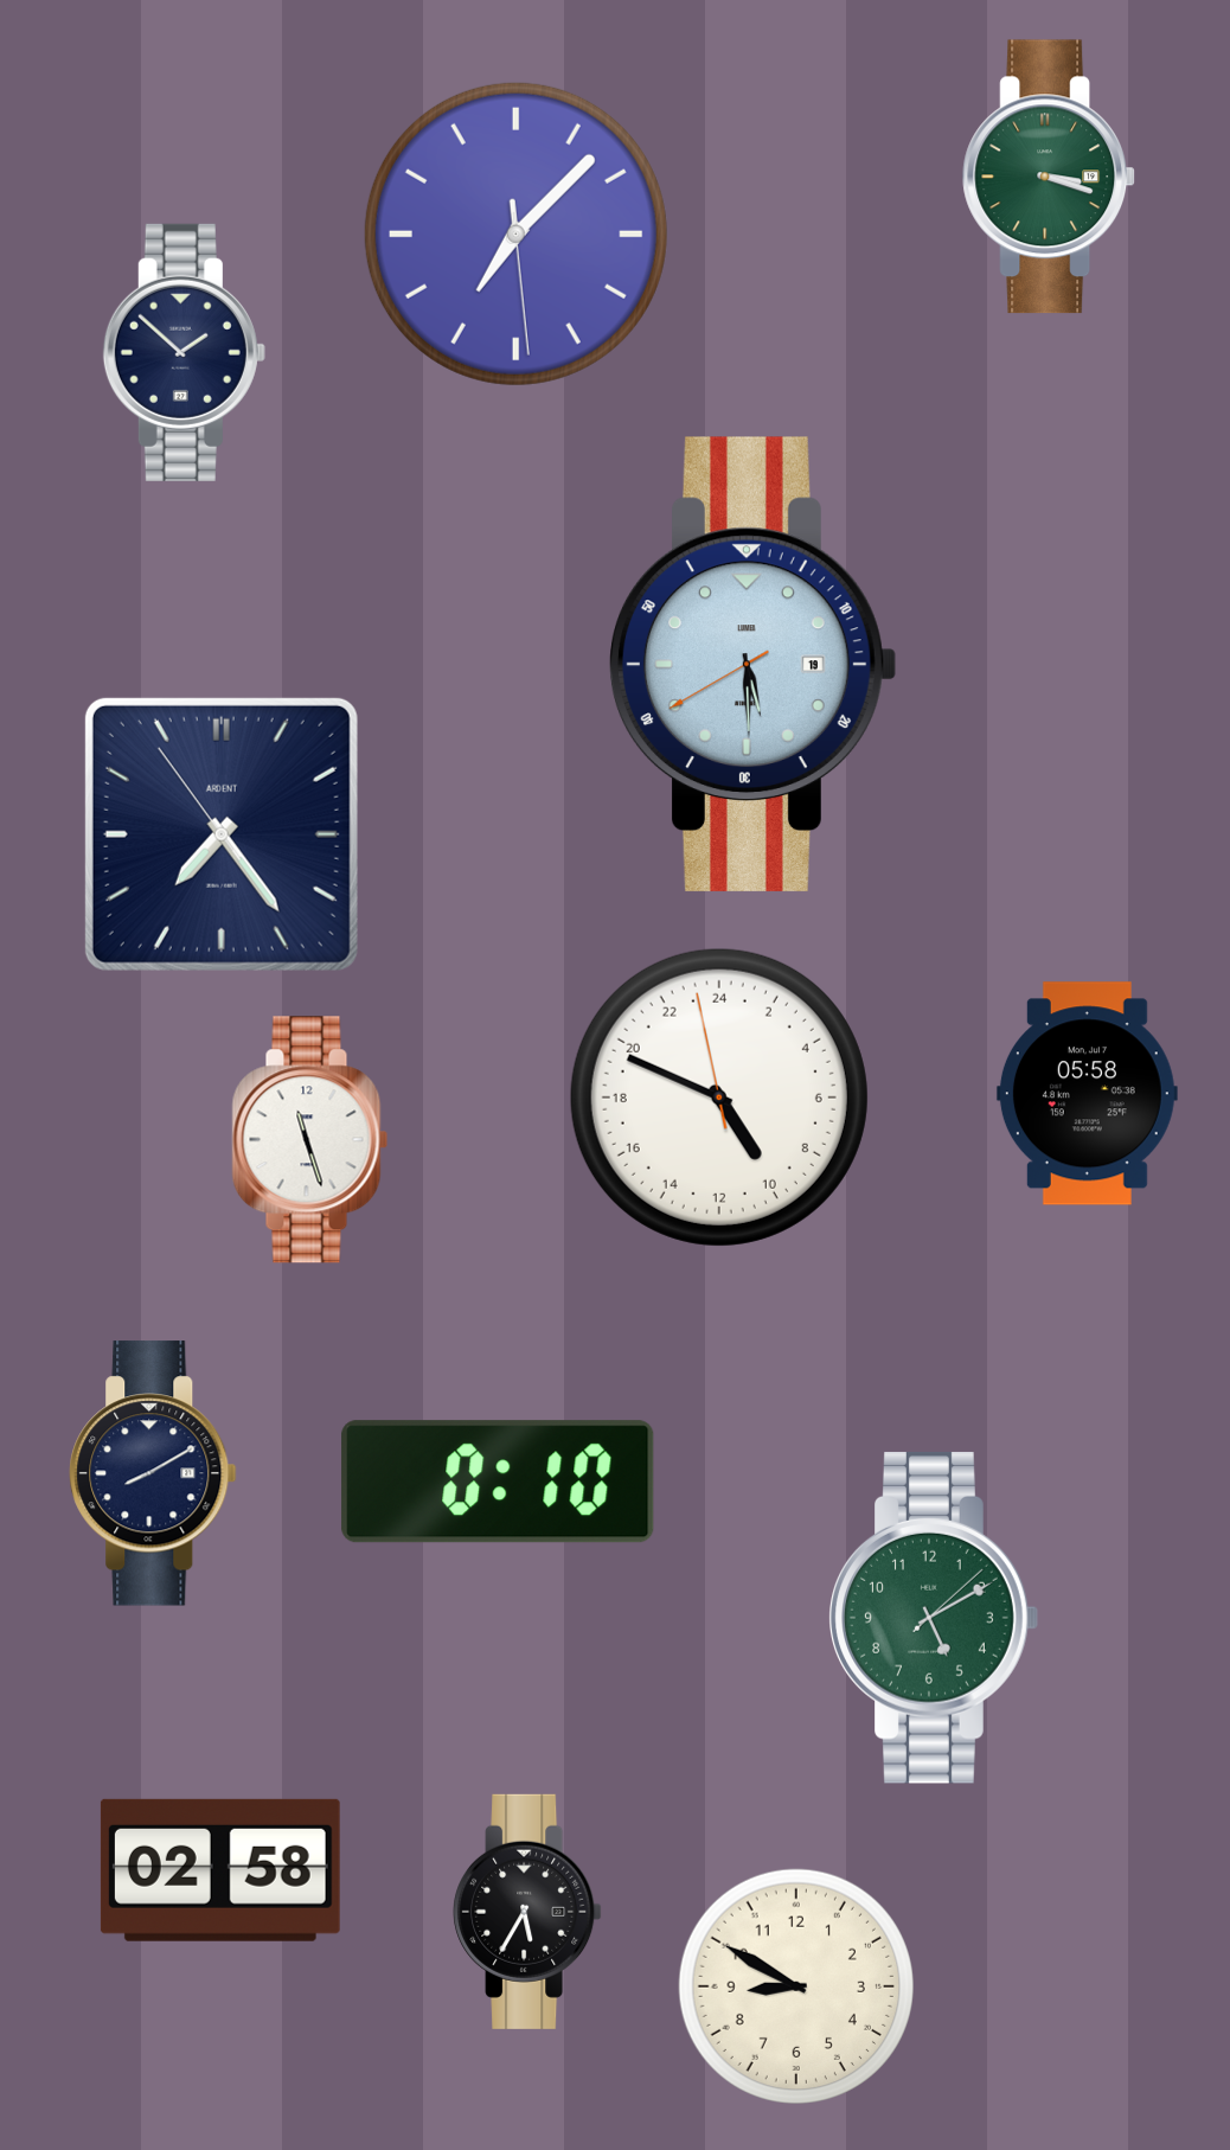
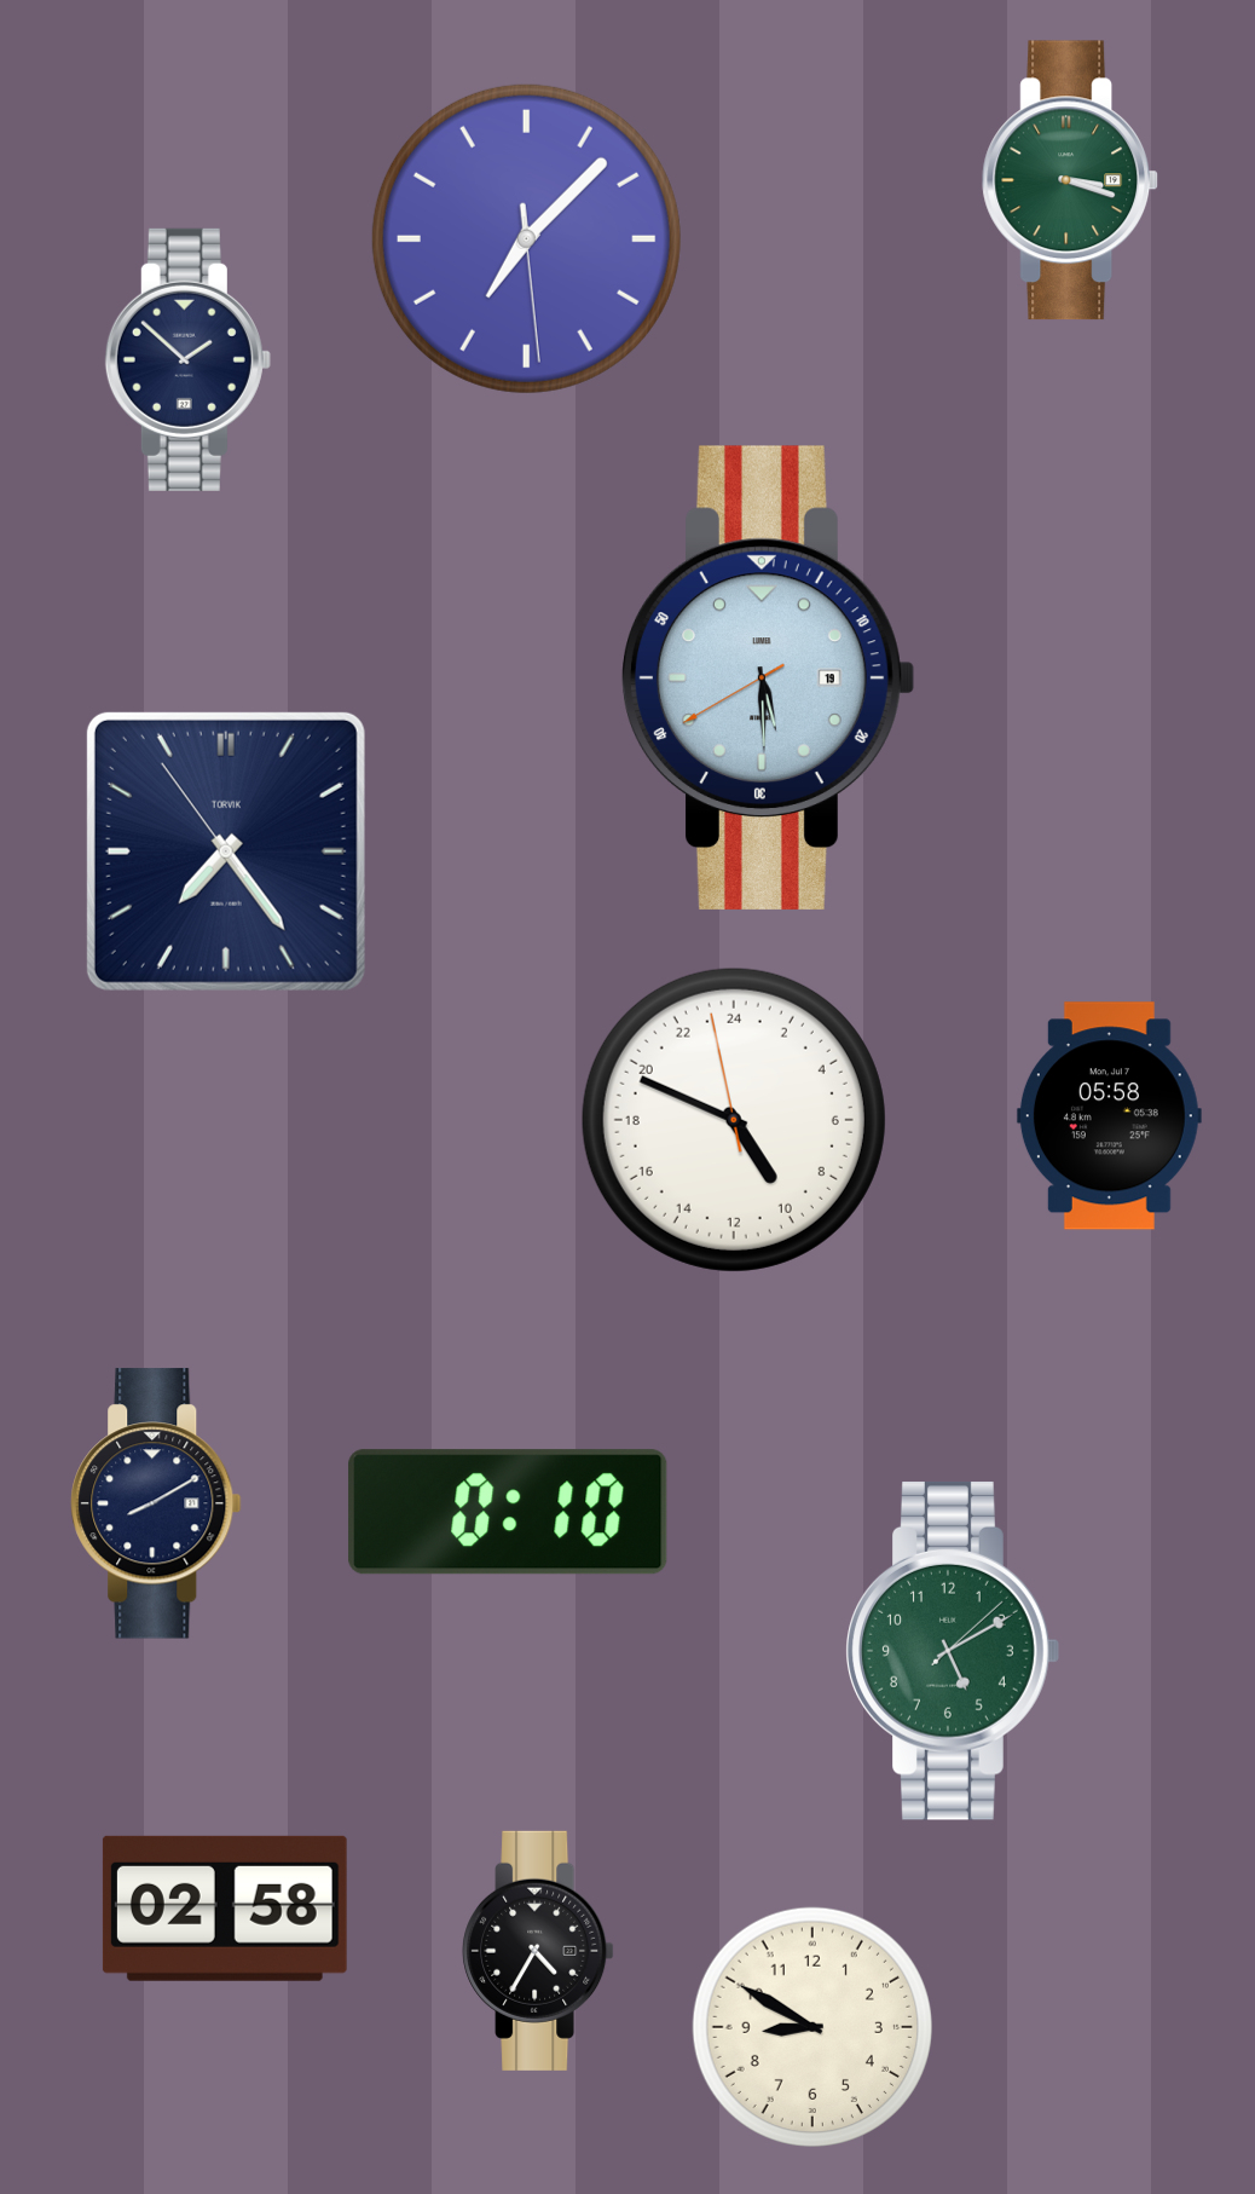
clock at (222, 834) brand: ARDENT -> TORVIK
clock at (310, 1140): 11:27 -> none
clock at (527, 1912): 5:35 -> 4:35
